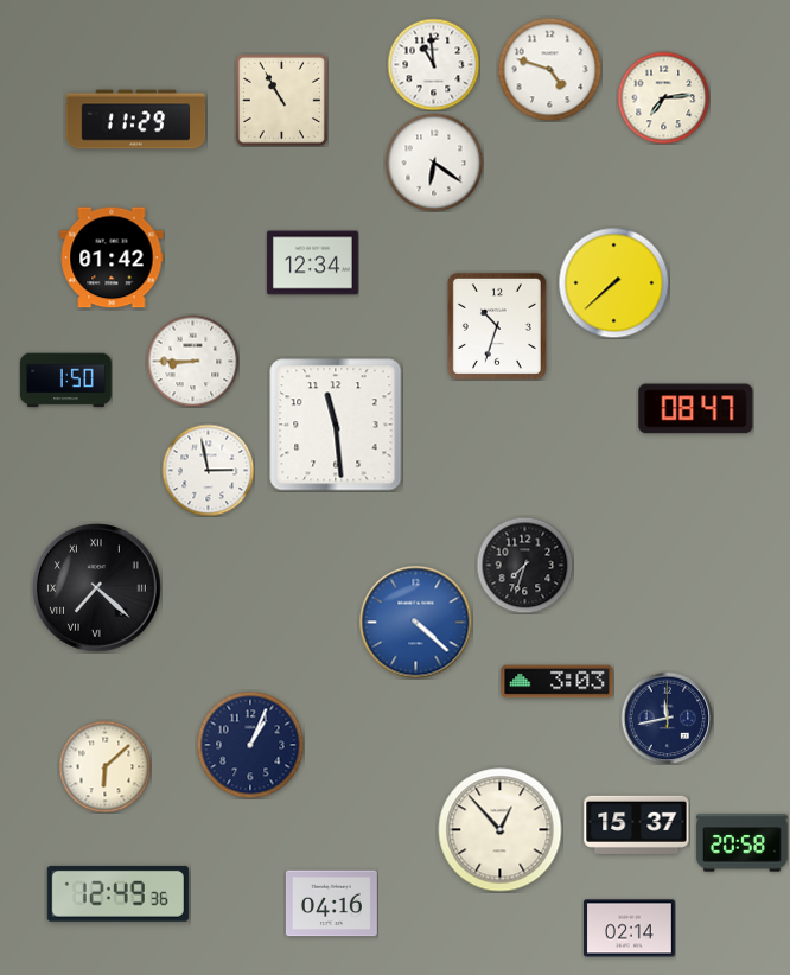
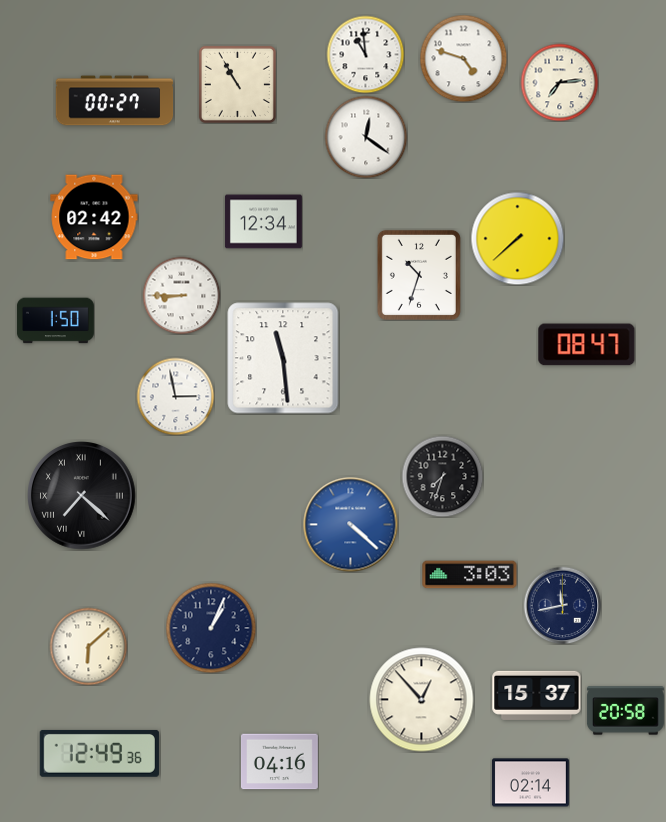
clock at (136, 120): 11:29 -> 00:27
clock at (434, 162): 6:21 -> 12:21
clock at (112, 257): 01:42 -> 02:42
clock at (192, 361) position: (192, 361) -> (181, 295)
